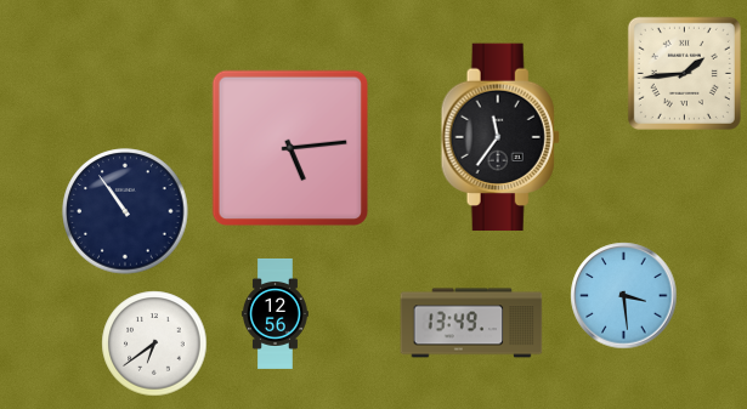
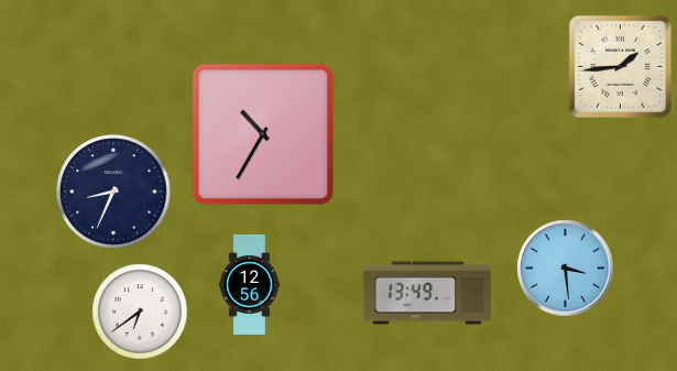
clock at (500, 137): 11:36 -> none
clock at (290, 148): 5:14 -> 10:35
clock at (125, 211): 10:54 -> 8:34
